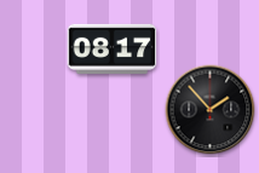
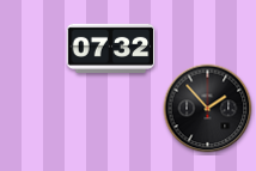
clock at (113, 48): 08:17 -> 07:32
